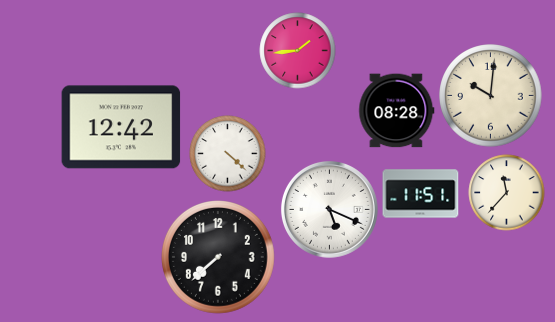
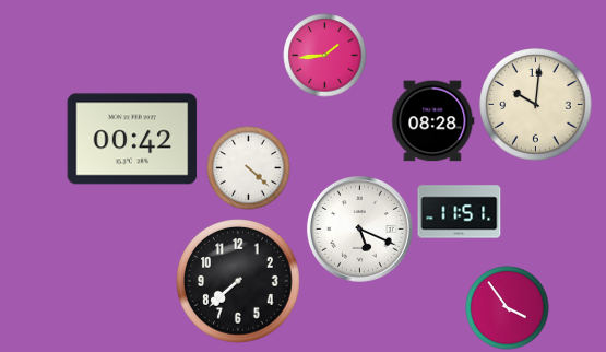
clock at (121, 127): 12:42 -> 00:42
clock at (507, 193): 11:37 -> none
clock at (508, 308): none -> 3:54
